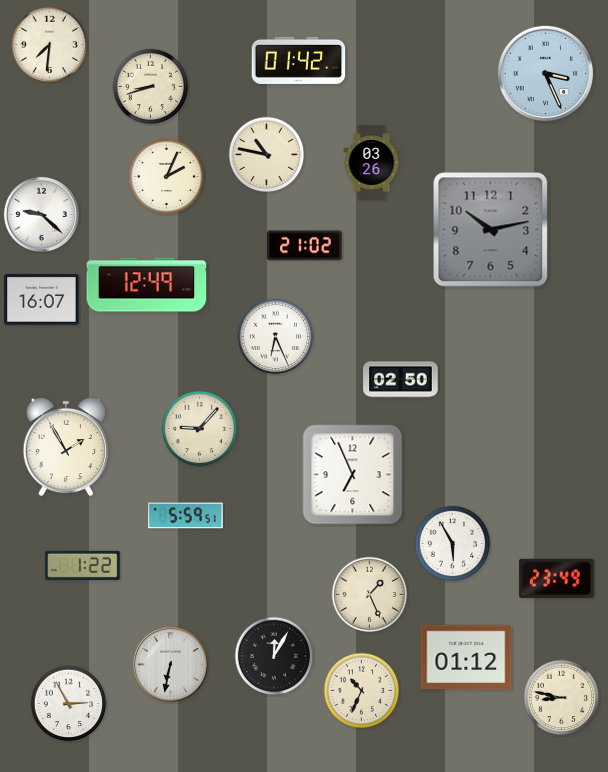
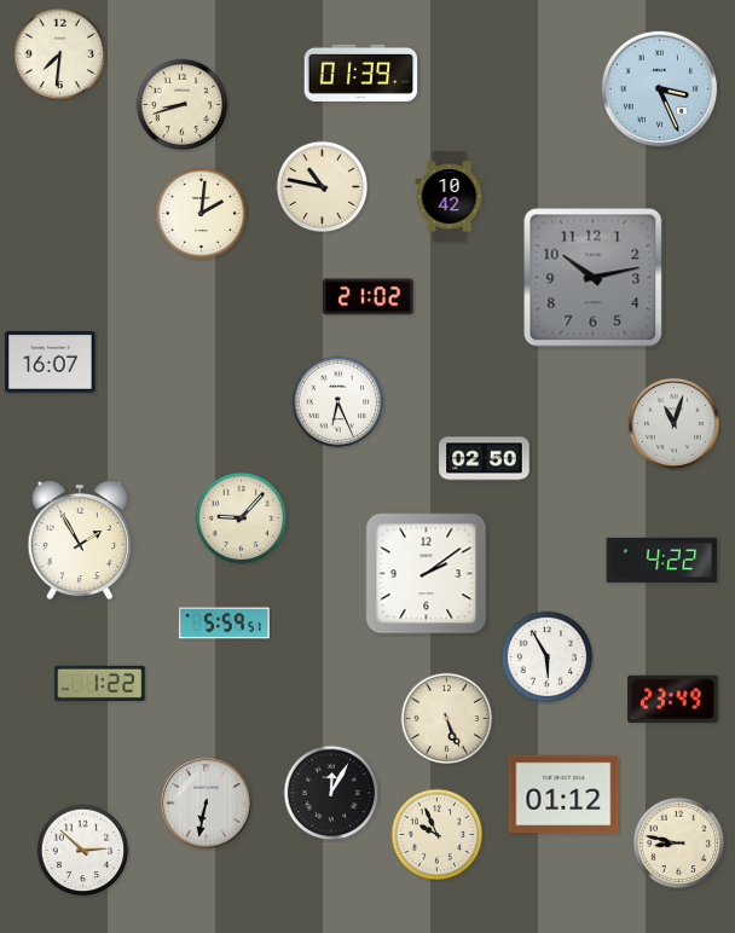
clock at (299, 60): 01:42 -> 01:39
clock at (372, 163): 03:26 -> 10:42
clock at (167, 177): 2:04 -> 2:01
clock at (41, 214): 9:22 -> none
clock at (147, 285): 12:49 -> none
clock at (276, 337) position: (276, 337) -> (338, 402)
clock at (673, 423): none -> 11:03
clock at (662, 560): none -> 4:22
clock at (353, 475): 6:56 -> 2:09
clock at (370, 595): 1:26 -> 5:26
clock at (362, 691): 10:34 -> 9:56
clock at (69, 704): 2:55 -> 2:52
